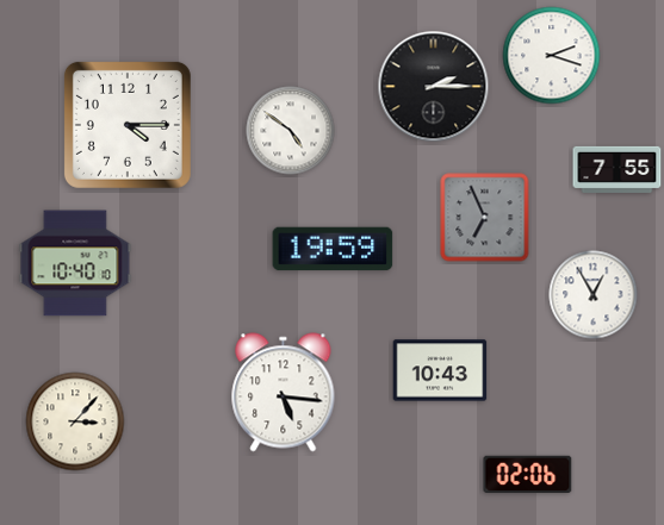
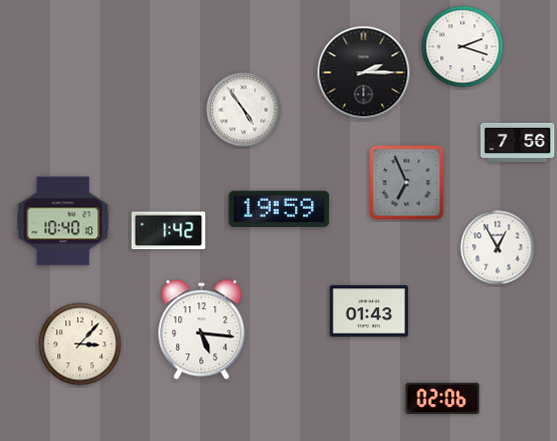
clock at (128, 125): 4:15 -> none
clock at (291, 131): 4:51 -> 4:54
clock at (618, 169): 7:55 -> 7:56
clock at (169, 231): none -> 1:42
clock at (440, 370): 10:43 -> 01:43
clock at (284, 393) position: (284, 393) -> (202, 330)
clock at (75, 421) position: (75, 421) -> (80, 344)
